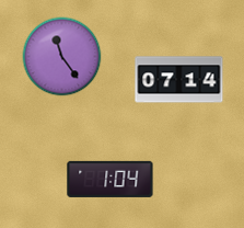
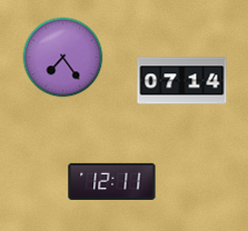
clock at (62, 57): 11:24 -> 7:24
clock at (111, 179): 1:04 -> 12:11
